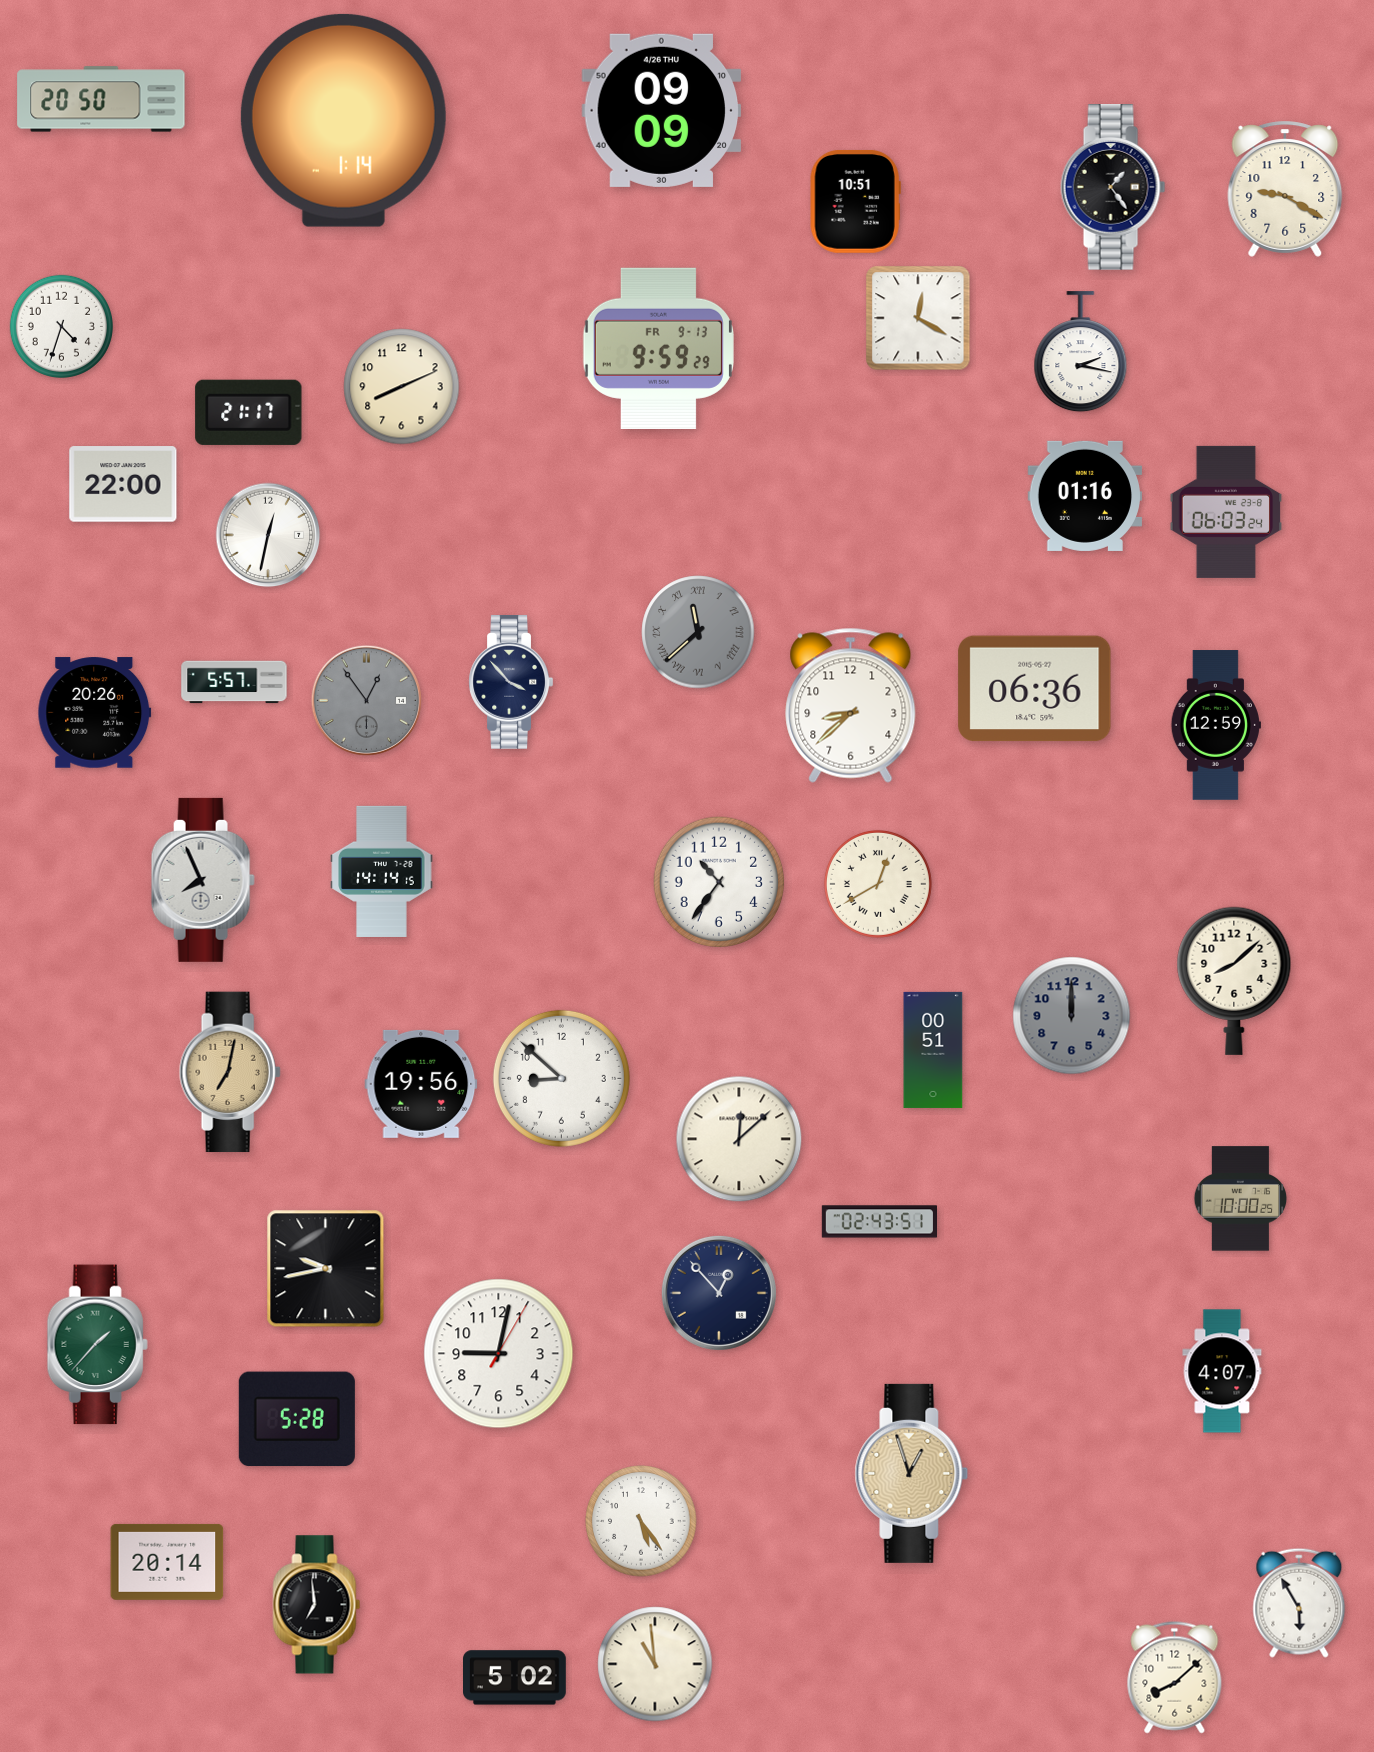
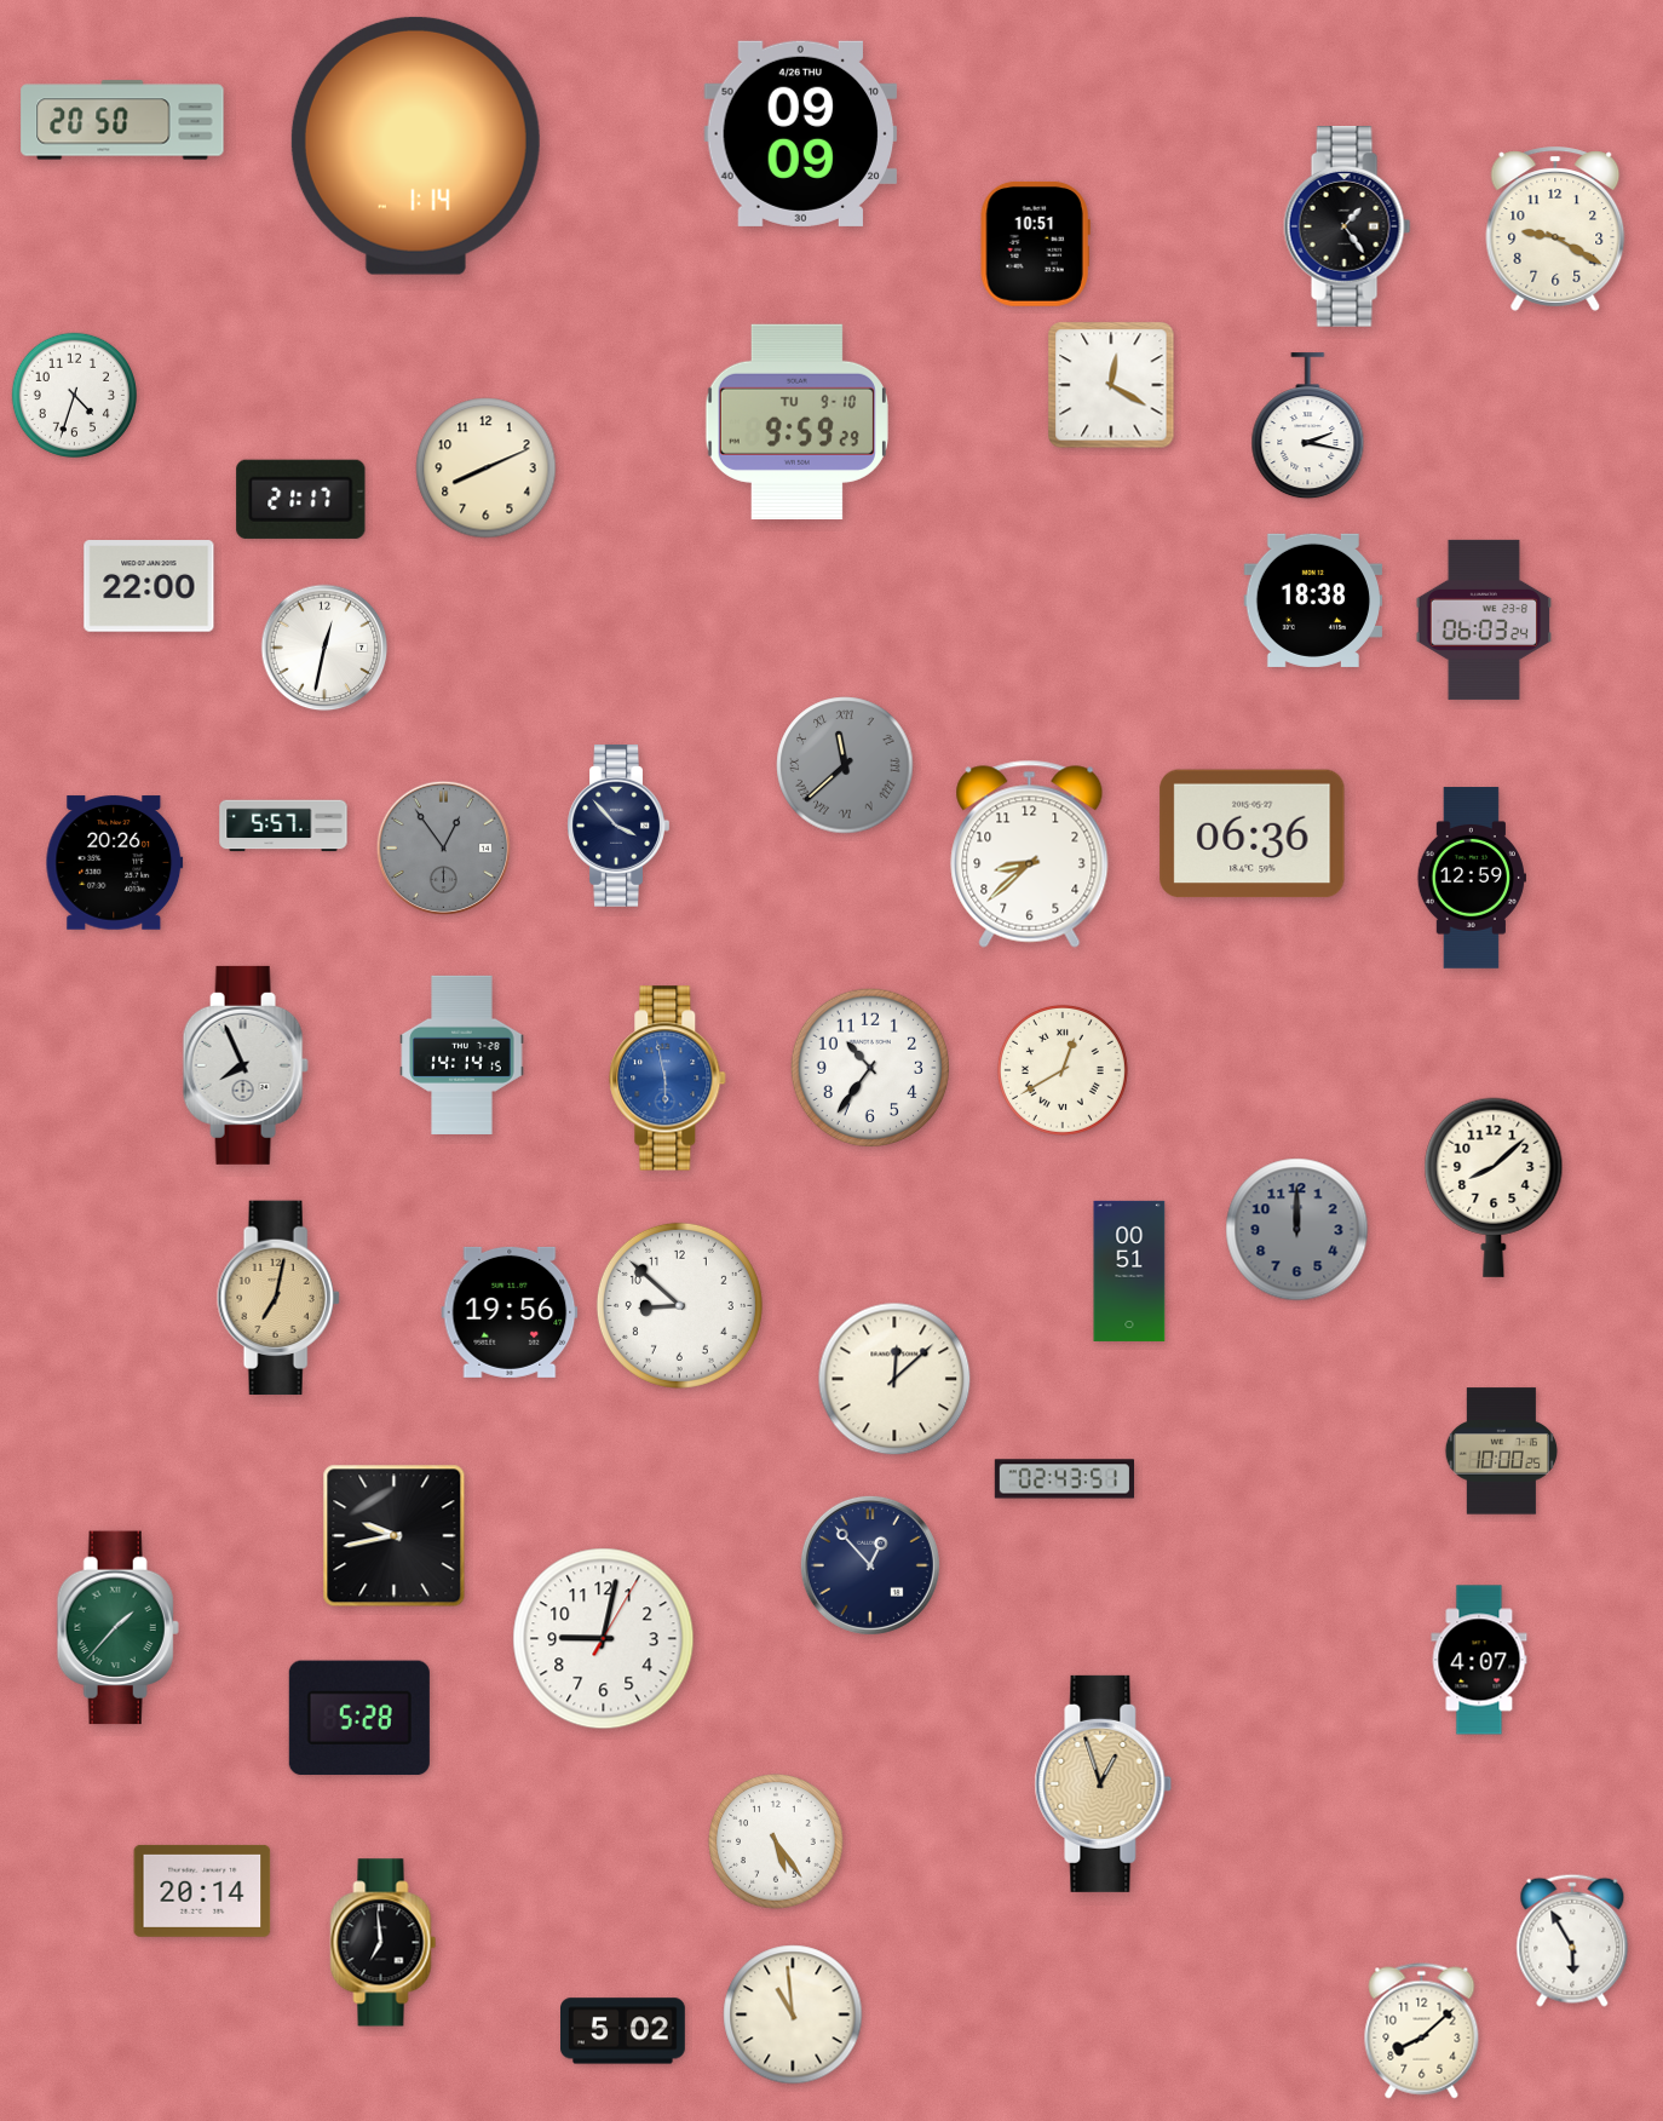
clock at (658, 348) date: FR 9-13 -> TU 9-10
clock at (1085, 496): 01:16 -> 18:38
clock at (668, 1079): none -> 5:58
